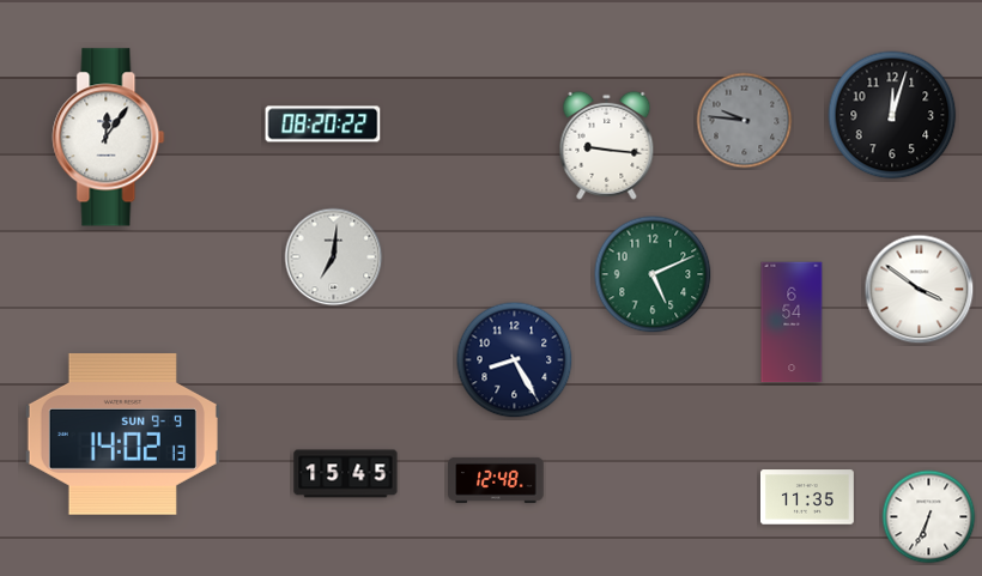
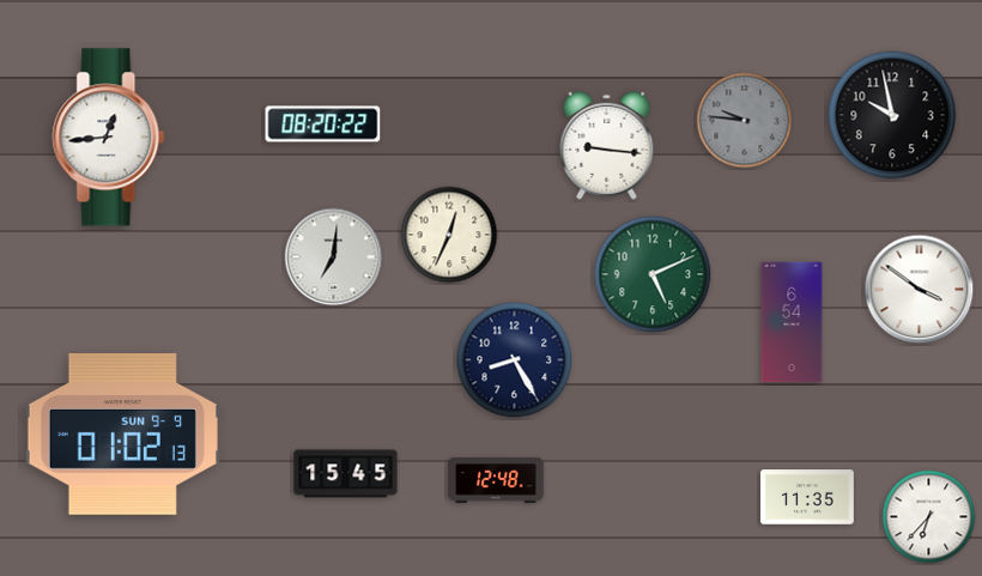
clock at (892, 115): 12:03 -> 9:58
clock at (109, 138): 12:06 -> 12:44
clock at (449, 235): none -> 12:34
clock at (122, 433): 14:02 -> 01:02
clock at (929, 517): 6:34 -> 6:37
